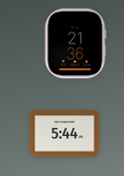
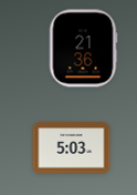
clock at (65, 134): 5:44 -> 5:03
